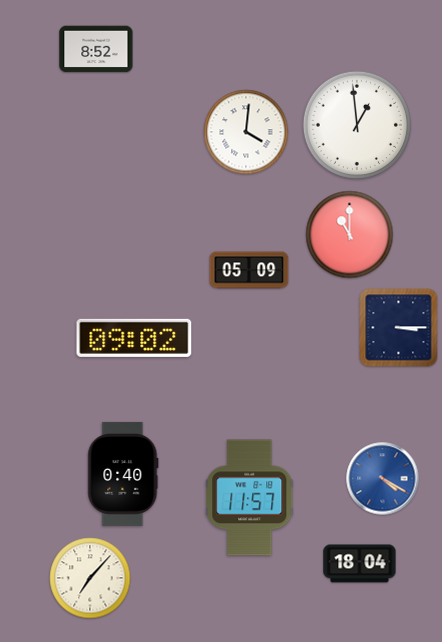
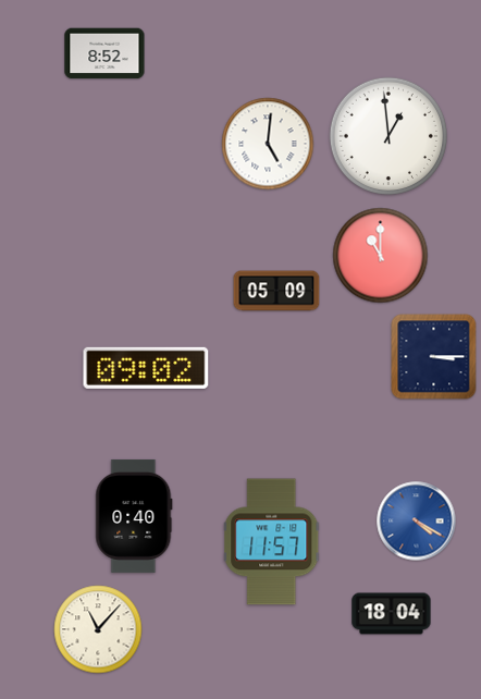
clock at (246, 132): 4:01 -> 5:01
clock at (249, 270) position: (249, 270) -> (276, 291)
clock at (90, 578): 7:07 -> 11:07
